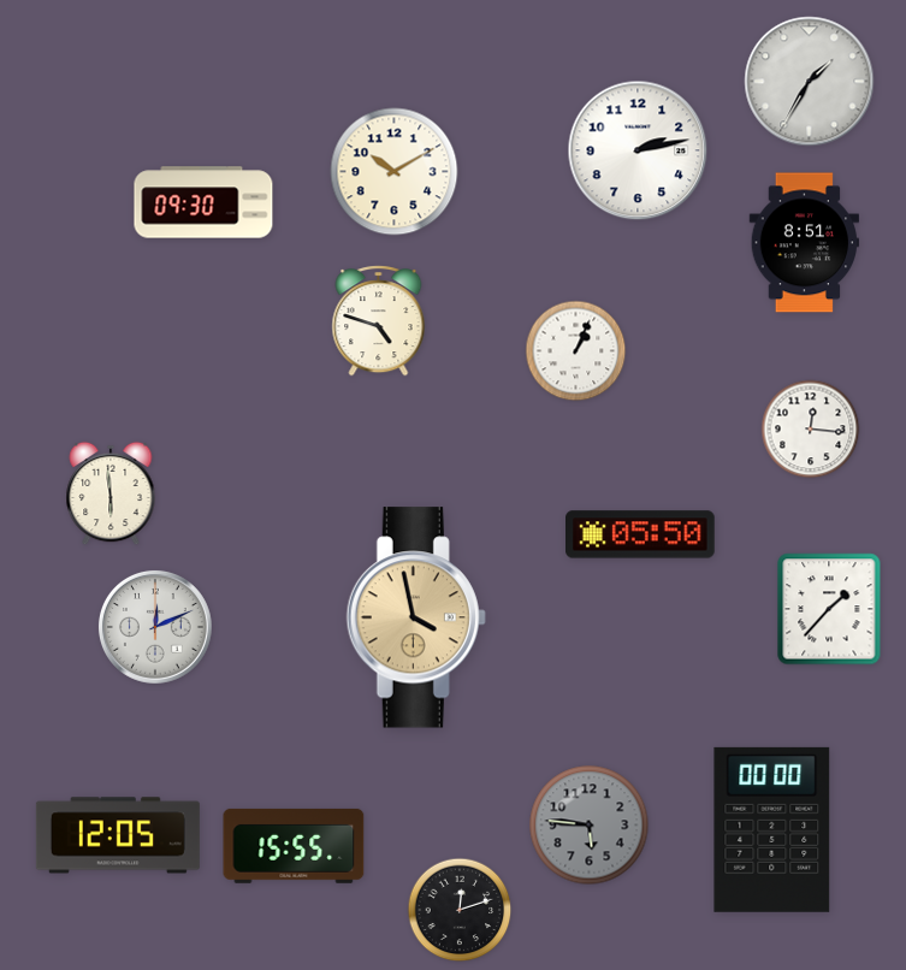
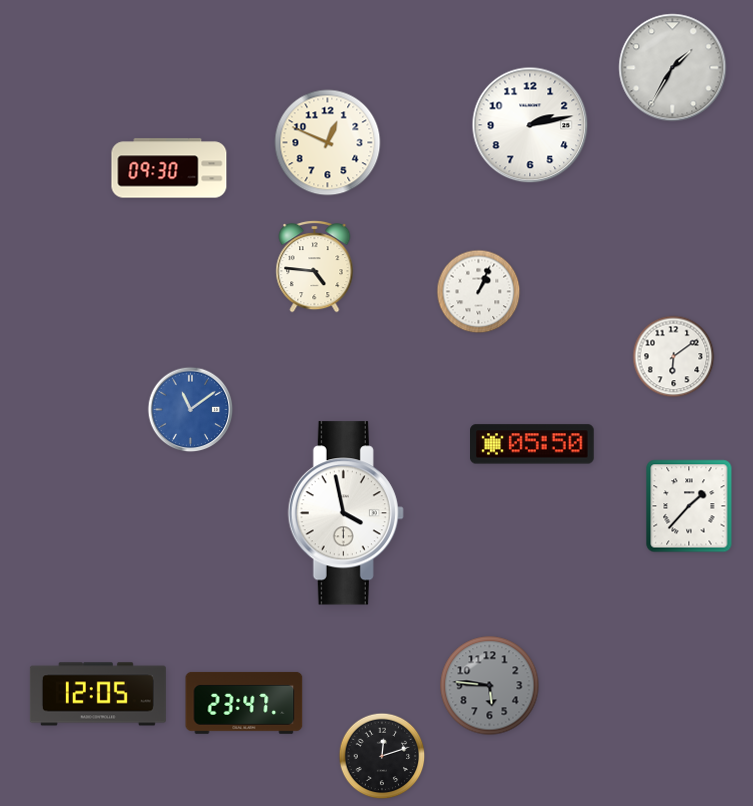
clock at (395, 172): 10:10 -> 12:49
clock at (805, 243): 8:51 -> none
clock at (379, 321): 4:48 -> 4:46
clock at (811, 430): 12:16 -> 6:09
clock at (111, 493): 5:59 -> none
clock at (191, 410): none -> 11:09
clock at (416, 617) dial: champagne -> white
clock at (155, 627): 12:11 -> none
clock at (772, 829): 00:00 -> none
clock at (294, 846): 15:55 -> 23:47
